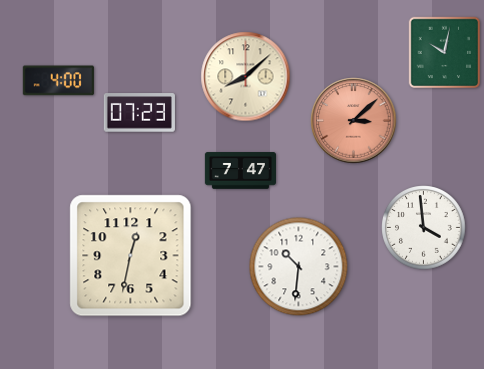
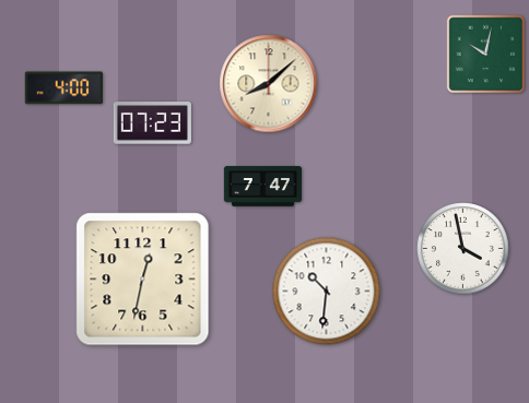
clock at (445, 53) position: (445, 53) -> (486, 55)
clock at (354, 121): 3:08 -> none
clock at (424, 228): 3:59 -> 3:58
